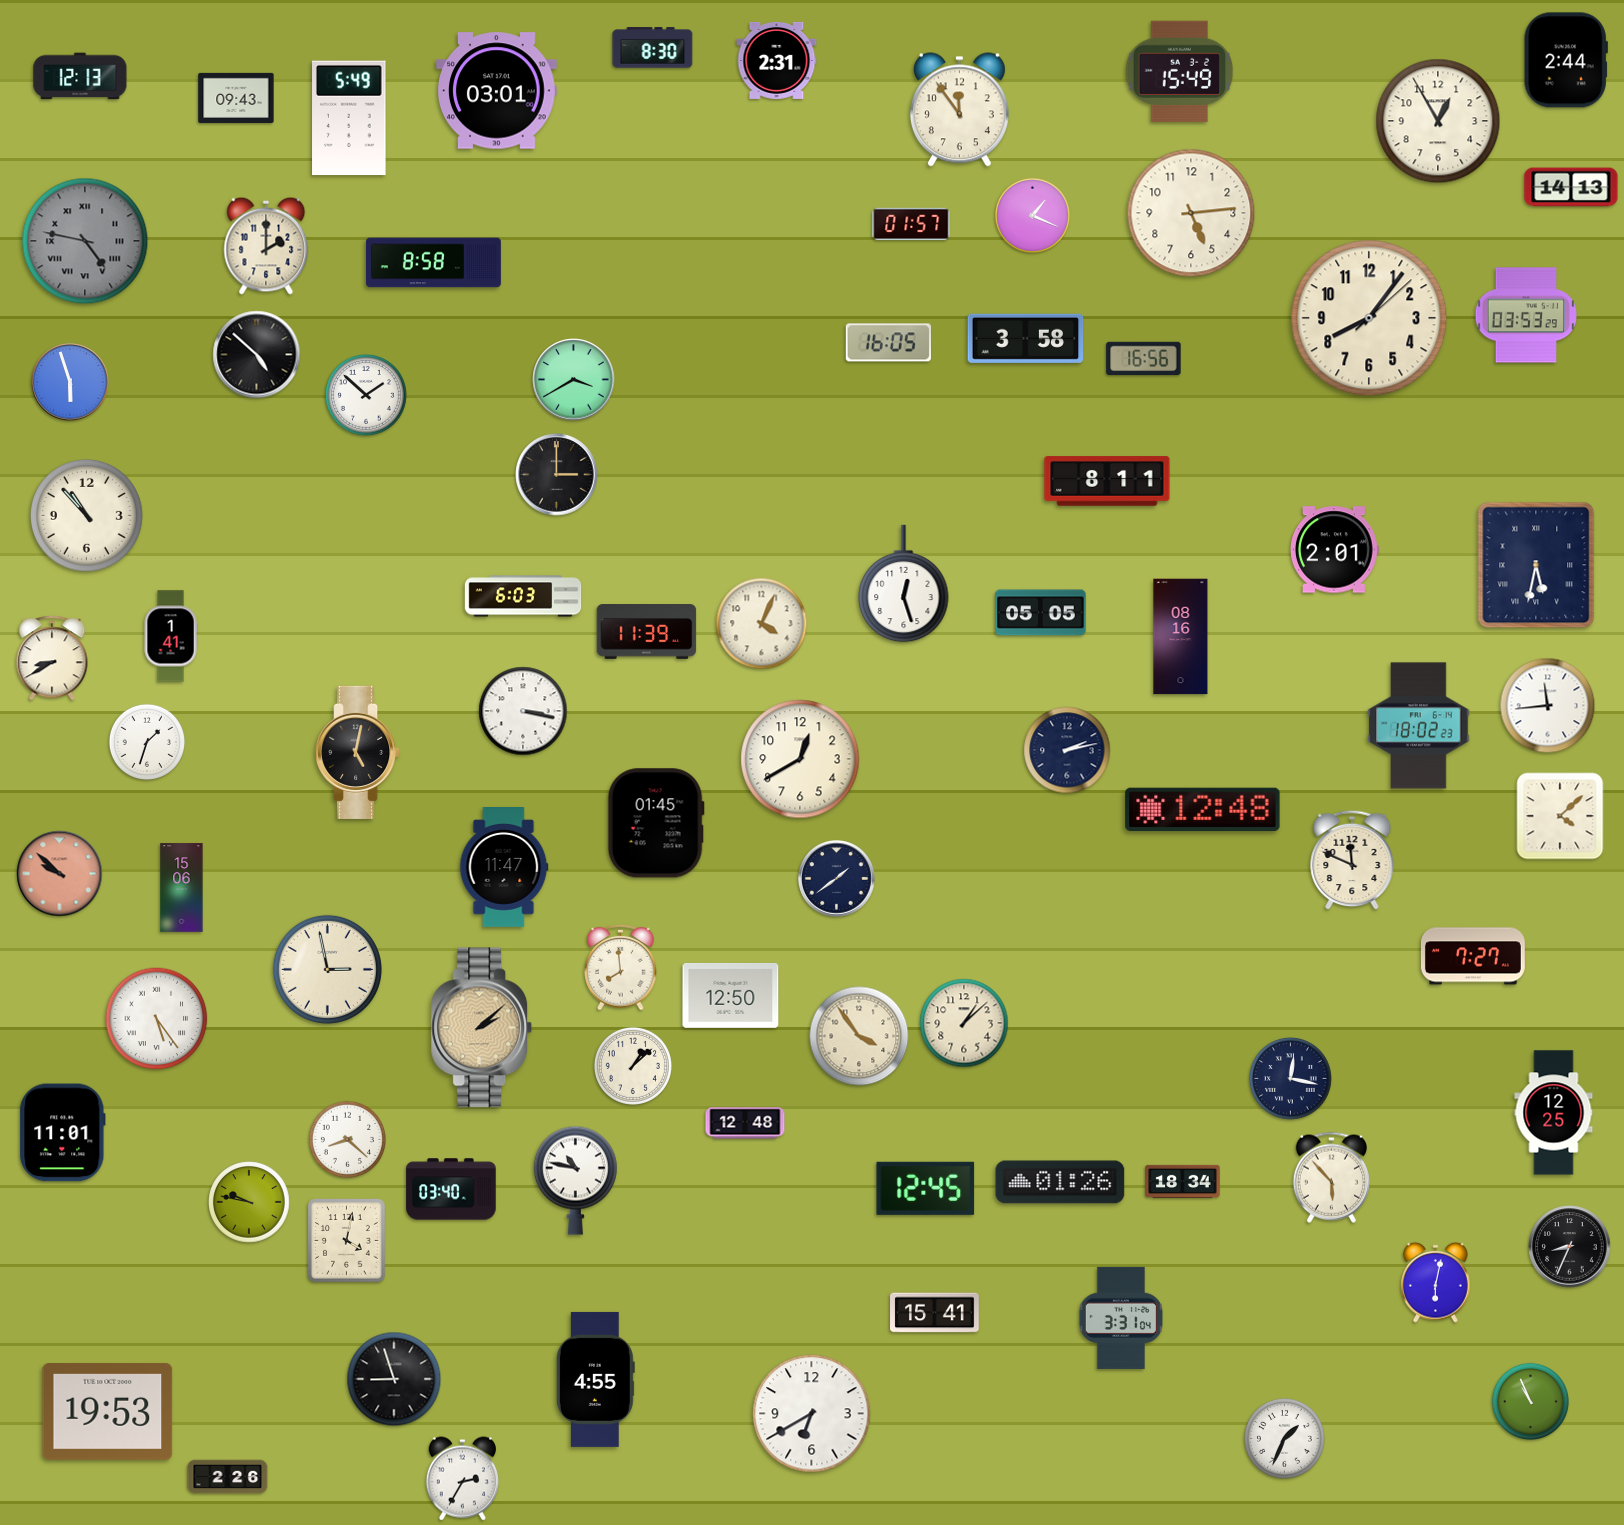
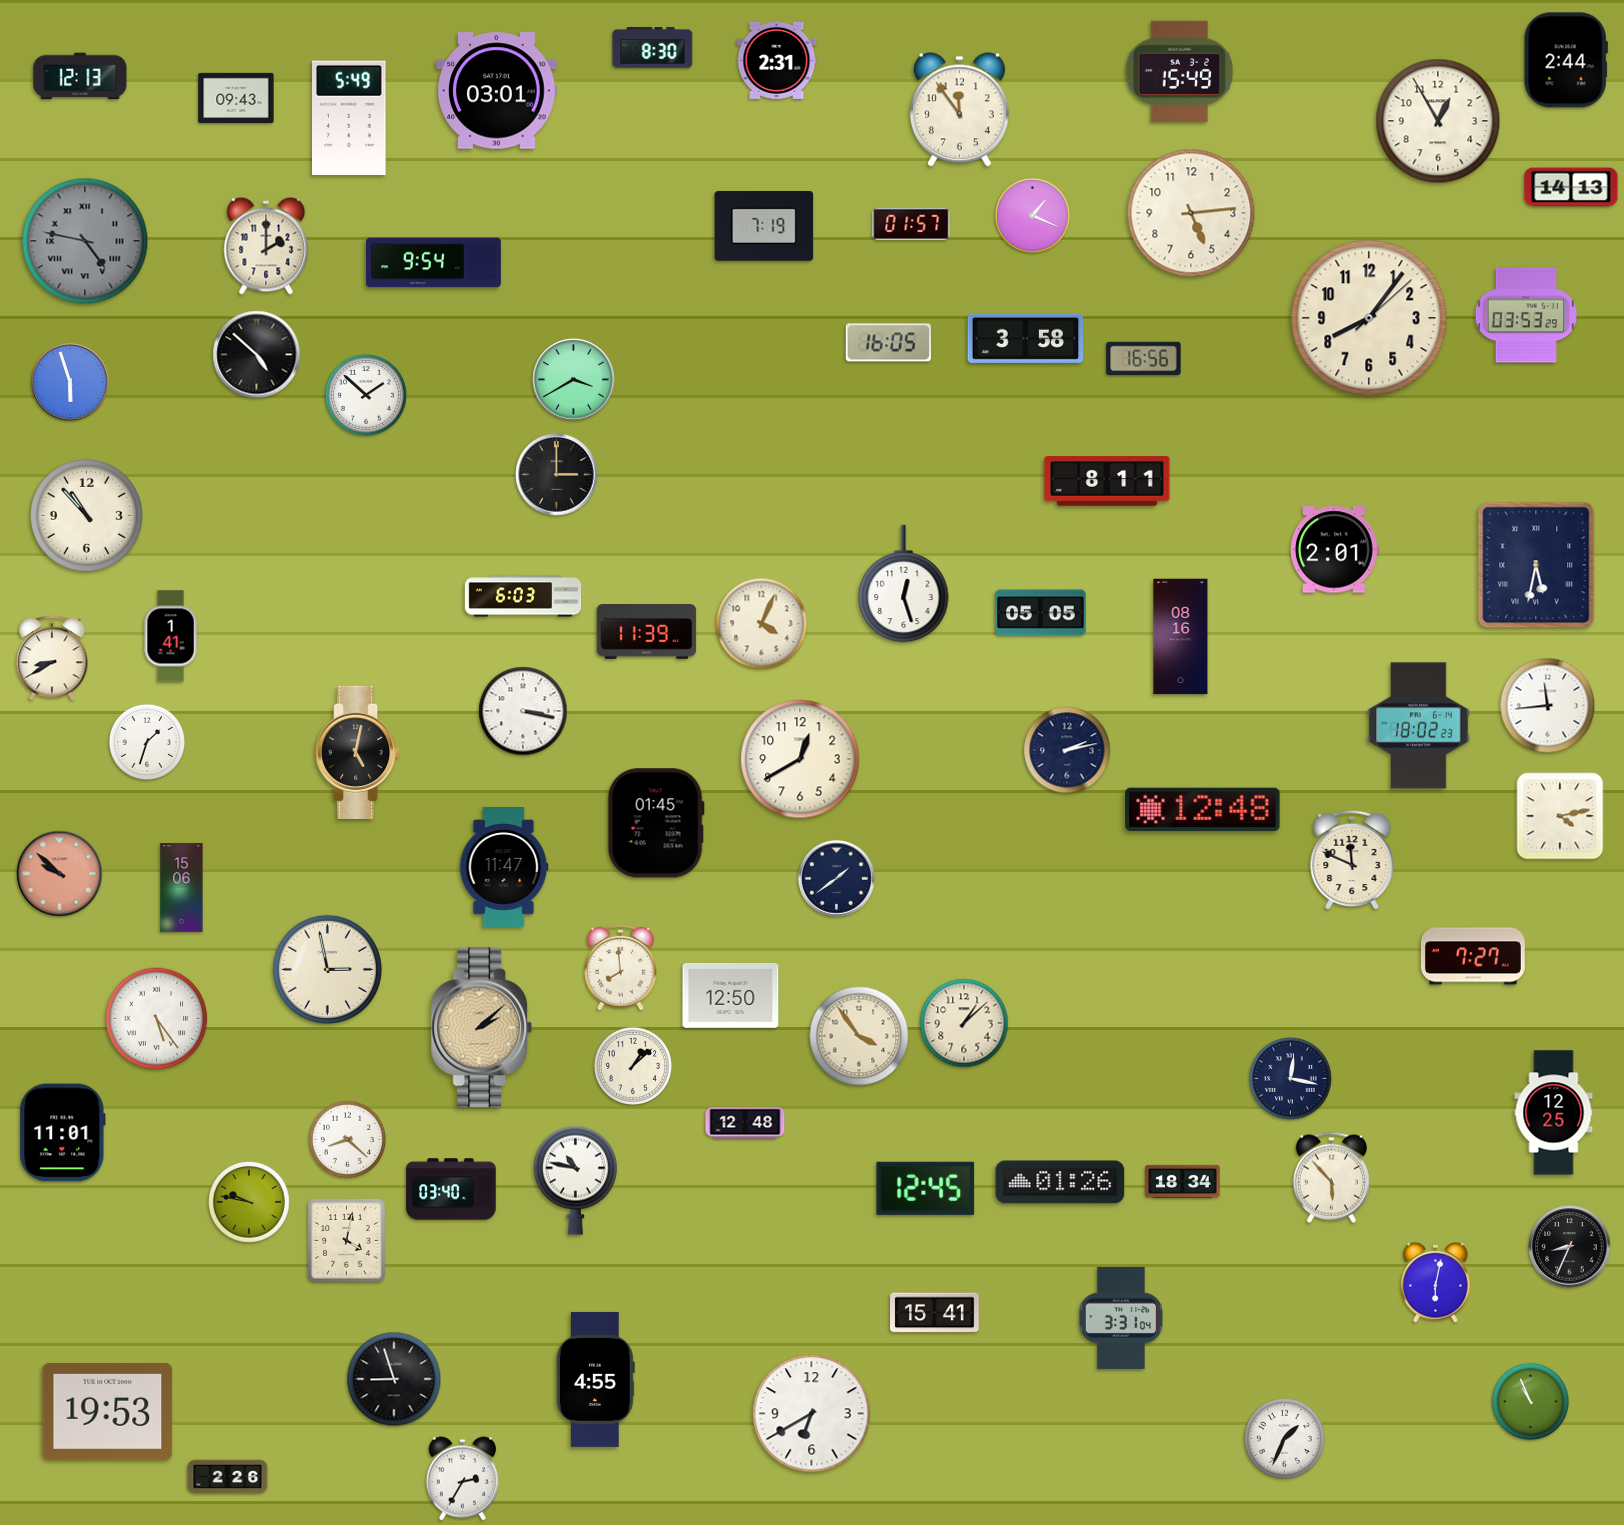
clock at (764, 226): none -> 7:19
clock at (433, 263): 8:58 -> 9:54
clock at (1560, 816): 4:08 -> 4:13
